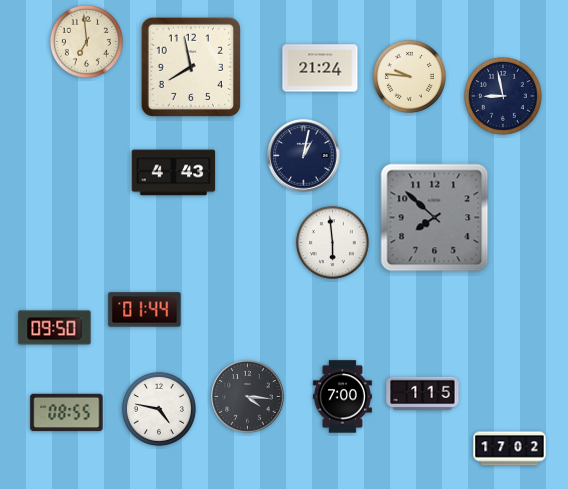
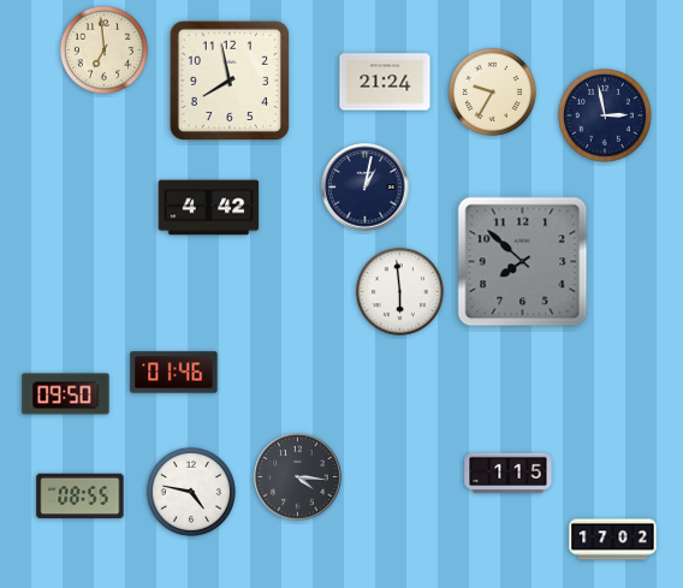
clock at (409, 76): 9:46 -> 9:35
clock at (504, 97): 8:58 -> 2:58
clock at (174, 173): 4:43 -> 4:42
clock at (145, 310): 01:44 -> 01:46
clock at (342, 397): 7:00 -> none
